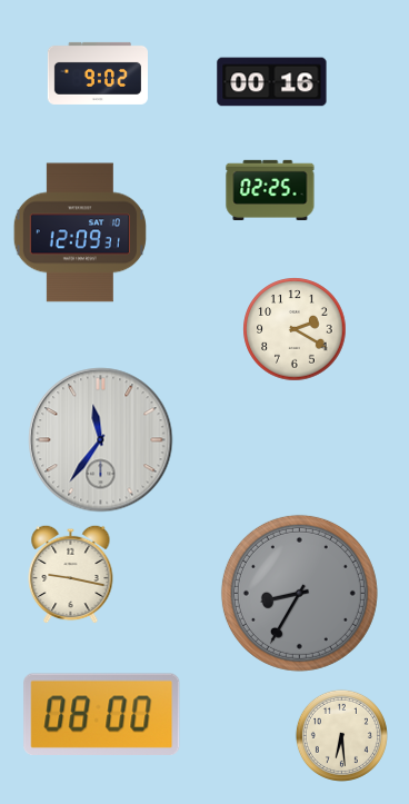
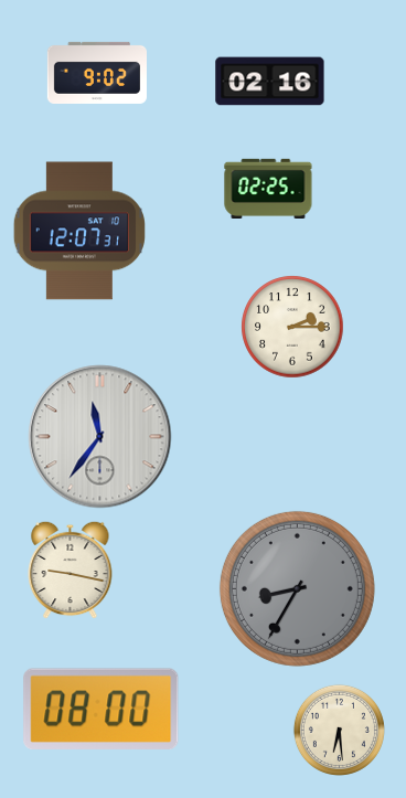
clock at (272, 82): 00:16 -> 02:16
clock at (80, 232): 12:09 -> 12:07
clock at (295, 329): 2:20 -> 2:15
